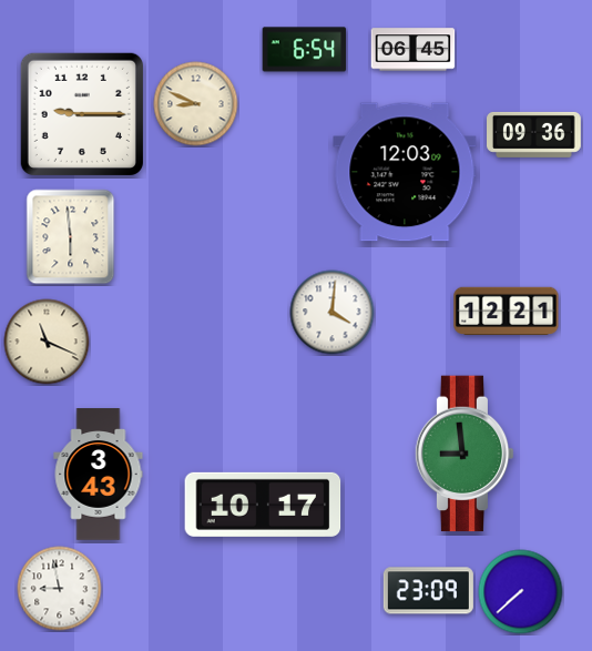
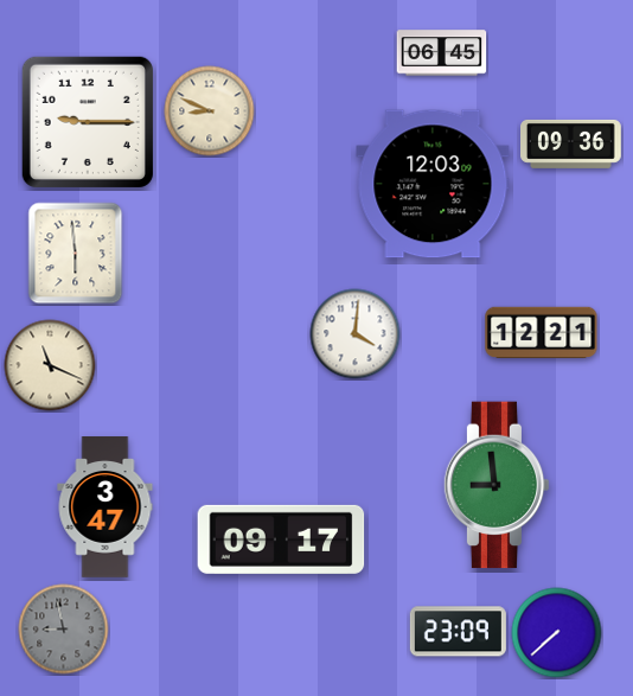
clock at (305, 50): 6:54 -> none
clock at (99, 475): 3:43 -> 3:47
clock at (263, 505): 10:17 -> 09:17
clock at (60, 589) dial: white -> grey
